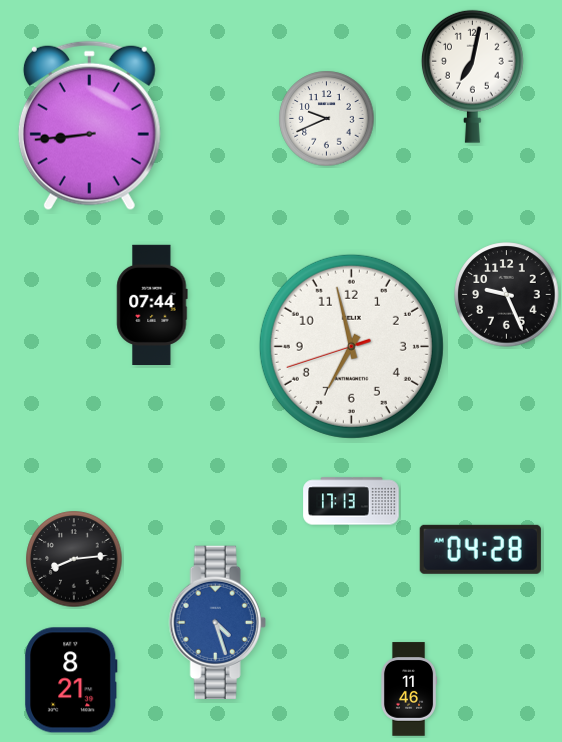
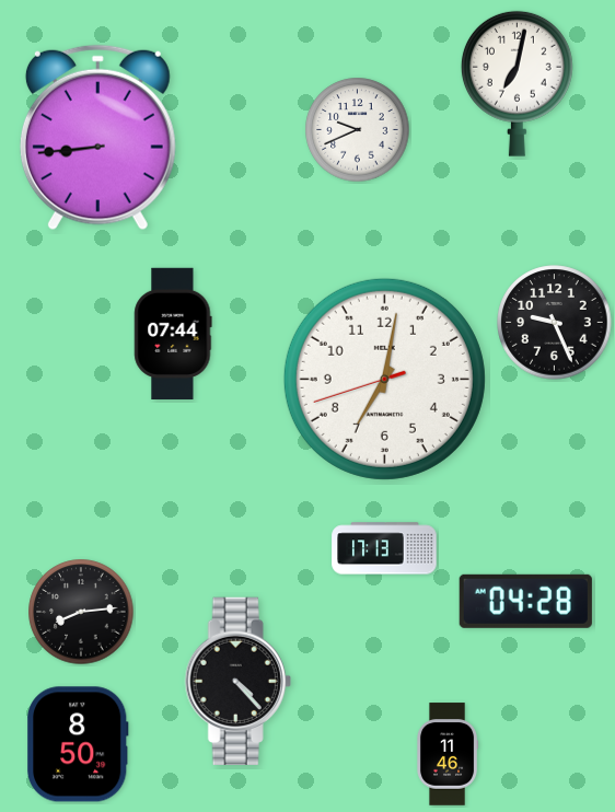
clock at (152, 304) position: (152, 304) -> (173, 333)
clock at (351, 346): 6:57 -> 7:01
clock at (217, 623): 4:27 -> 4:23
clock at (217, 623) dial: blue -> black
clock at (72, 680): 8:21 -> 8:50
